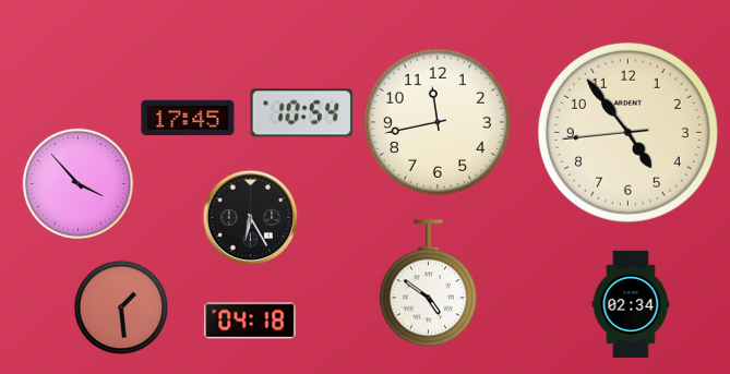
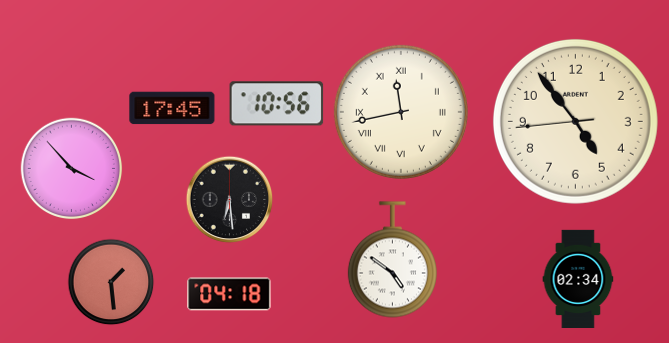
clock at (302, 113): 10:54 -> 10:56
clock at (438, 122) numerals: Arabic -> Roman
clock at (251, 218): 6:25 -> 6:29
